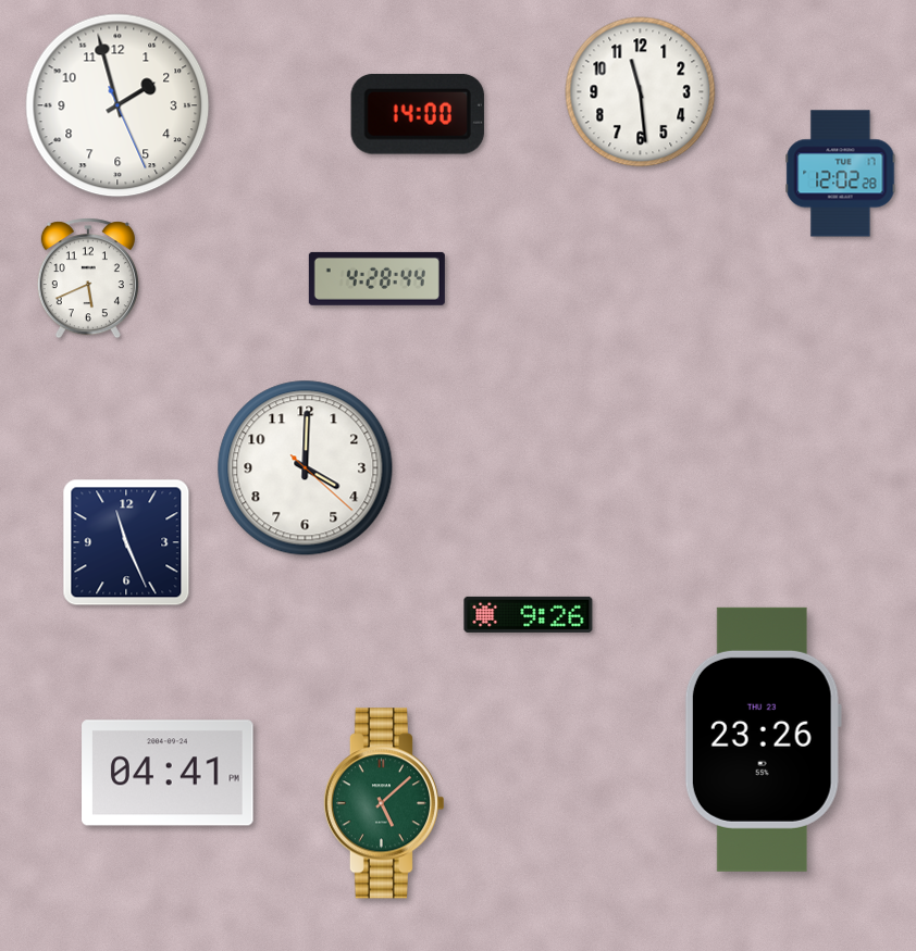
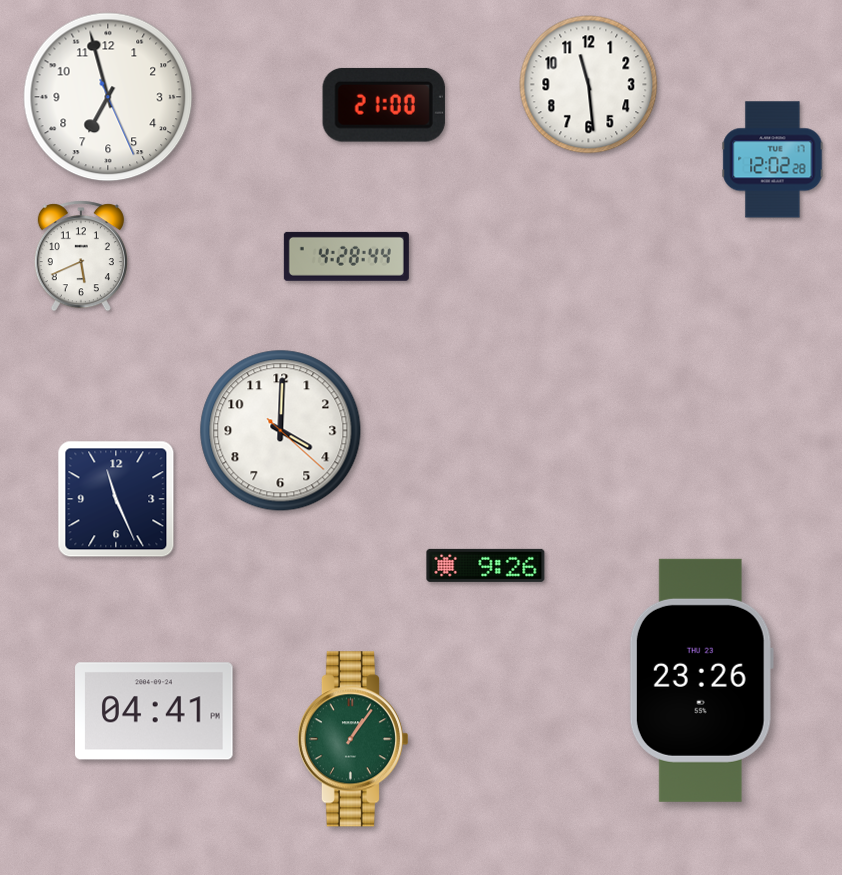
clock at (117, 105): 1:57 -> 6:57
clock at (418, 114): 14:00 -> 21:00
clock at (383, 803): 5:08 -> 1:06
